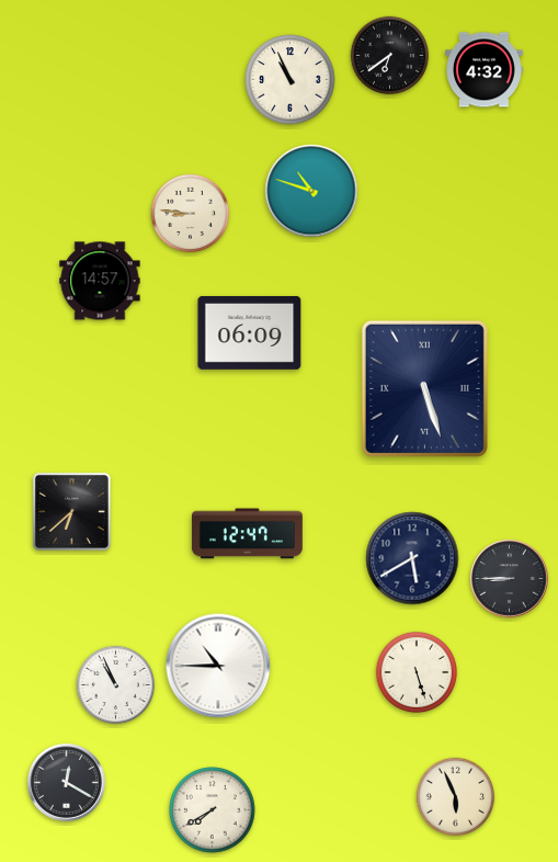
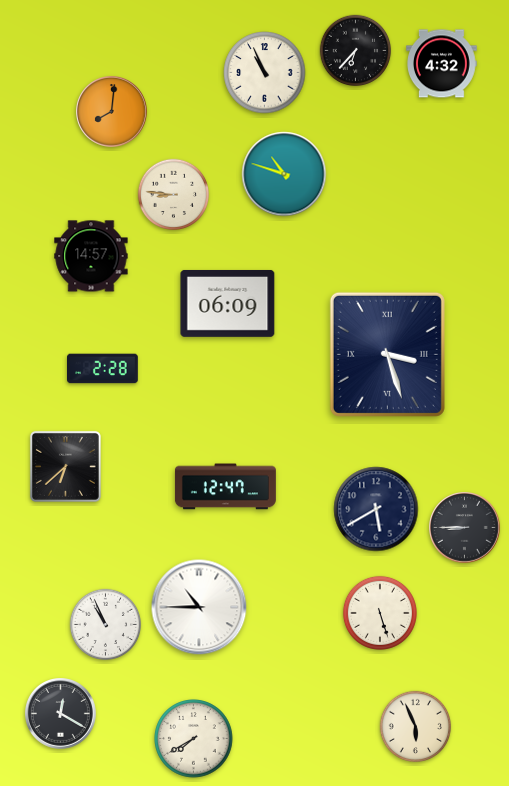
clock at (390, 56): 6:39 -> 6:37
clock at (112, 112): none -> 8:01
clock at (424, 388): 5:27 -> 3:27
clock at (103, 369): none -> 2:28
